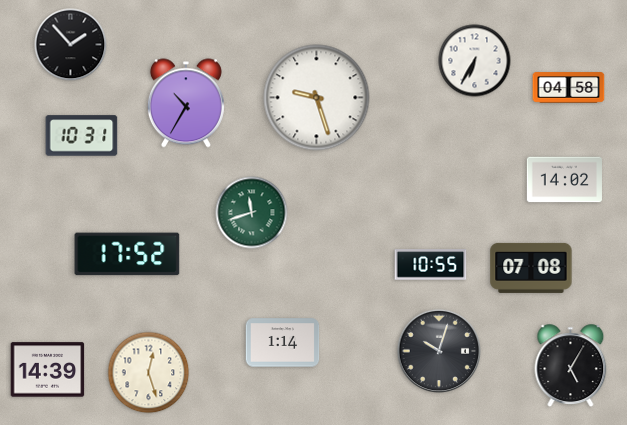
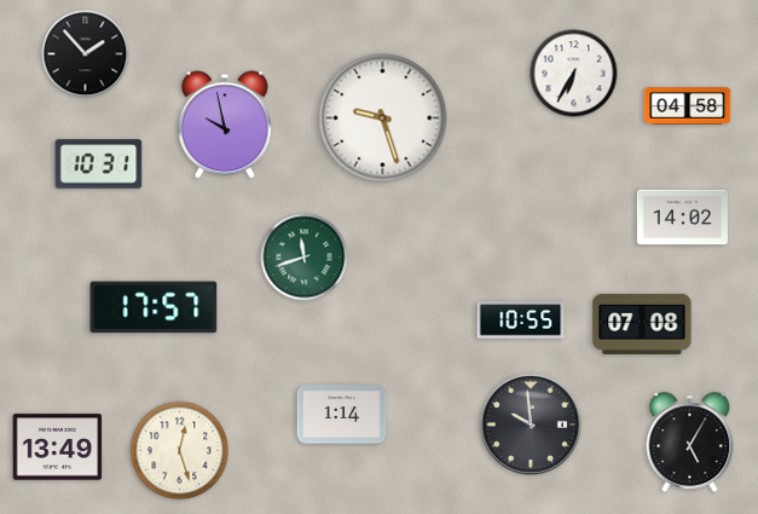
clock at (186, 103): 10:35 -> 9:58
clock at (127, 254): 17:52 -> 17:57
clock at (439, 351): 10:03 -> 9:59
clock at (48, 370): 14:39 -> 13:49
